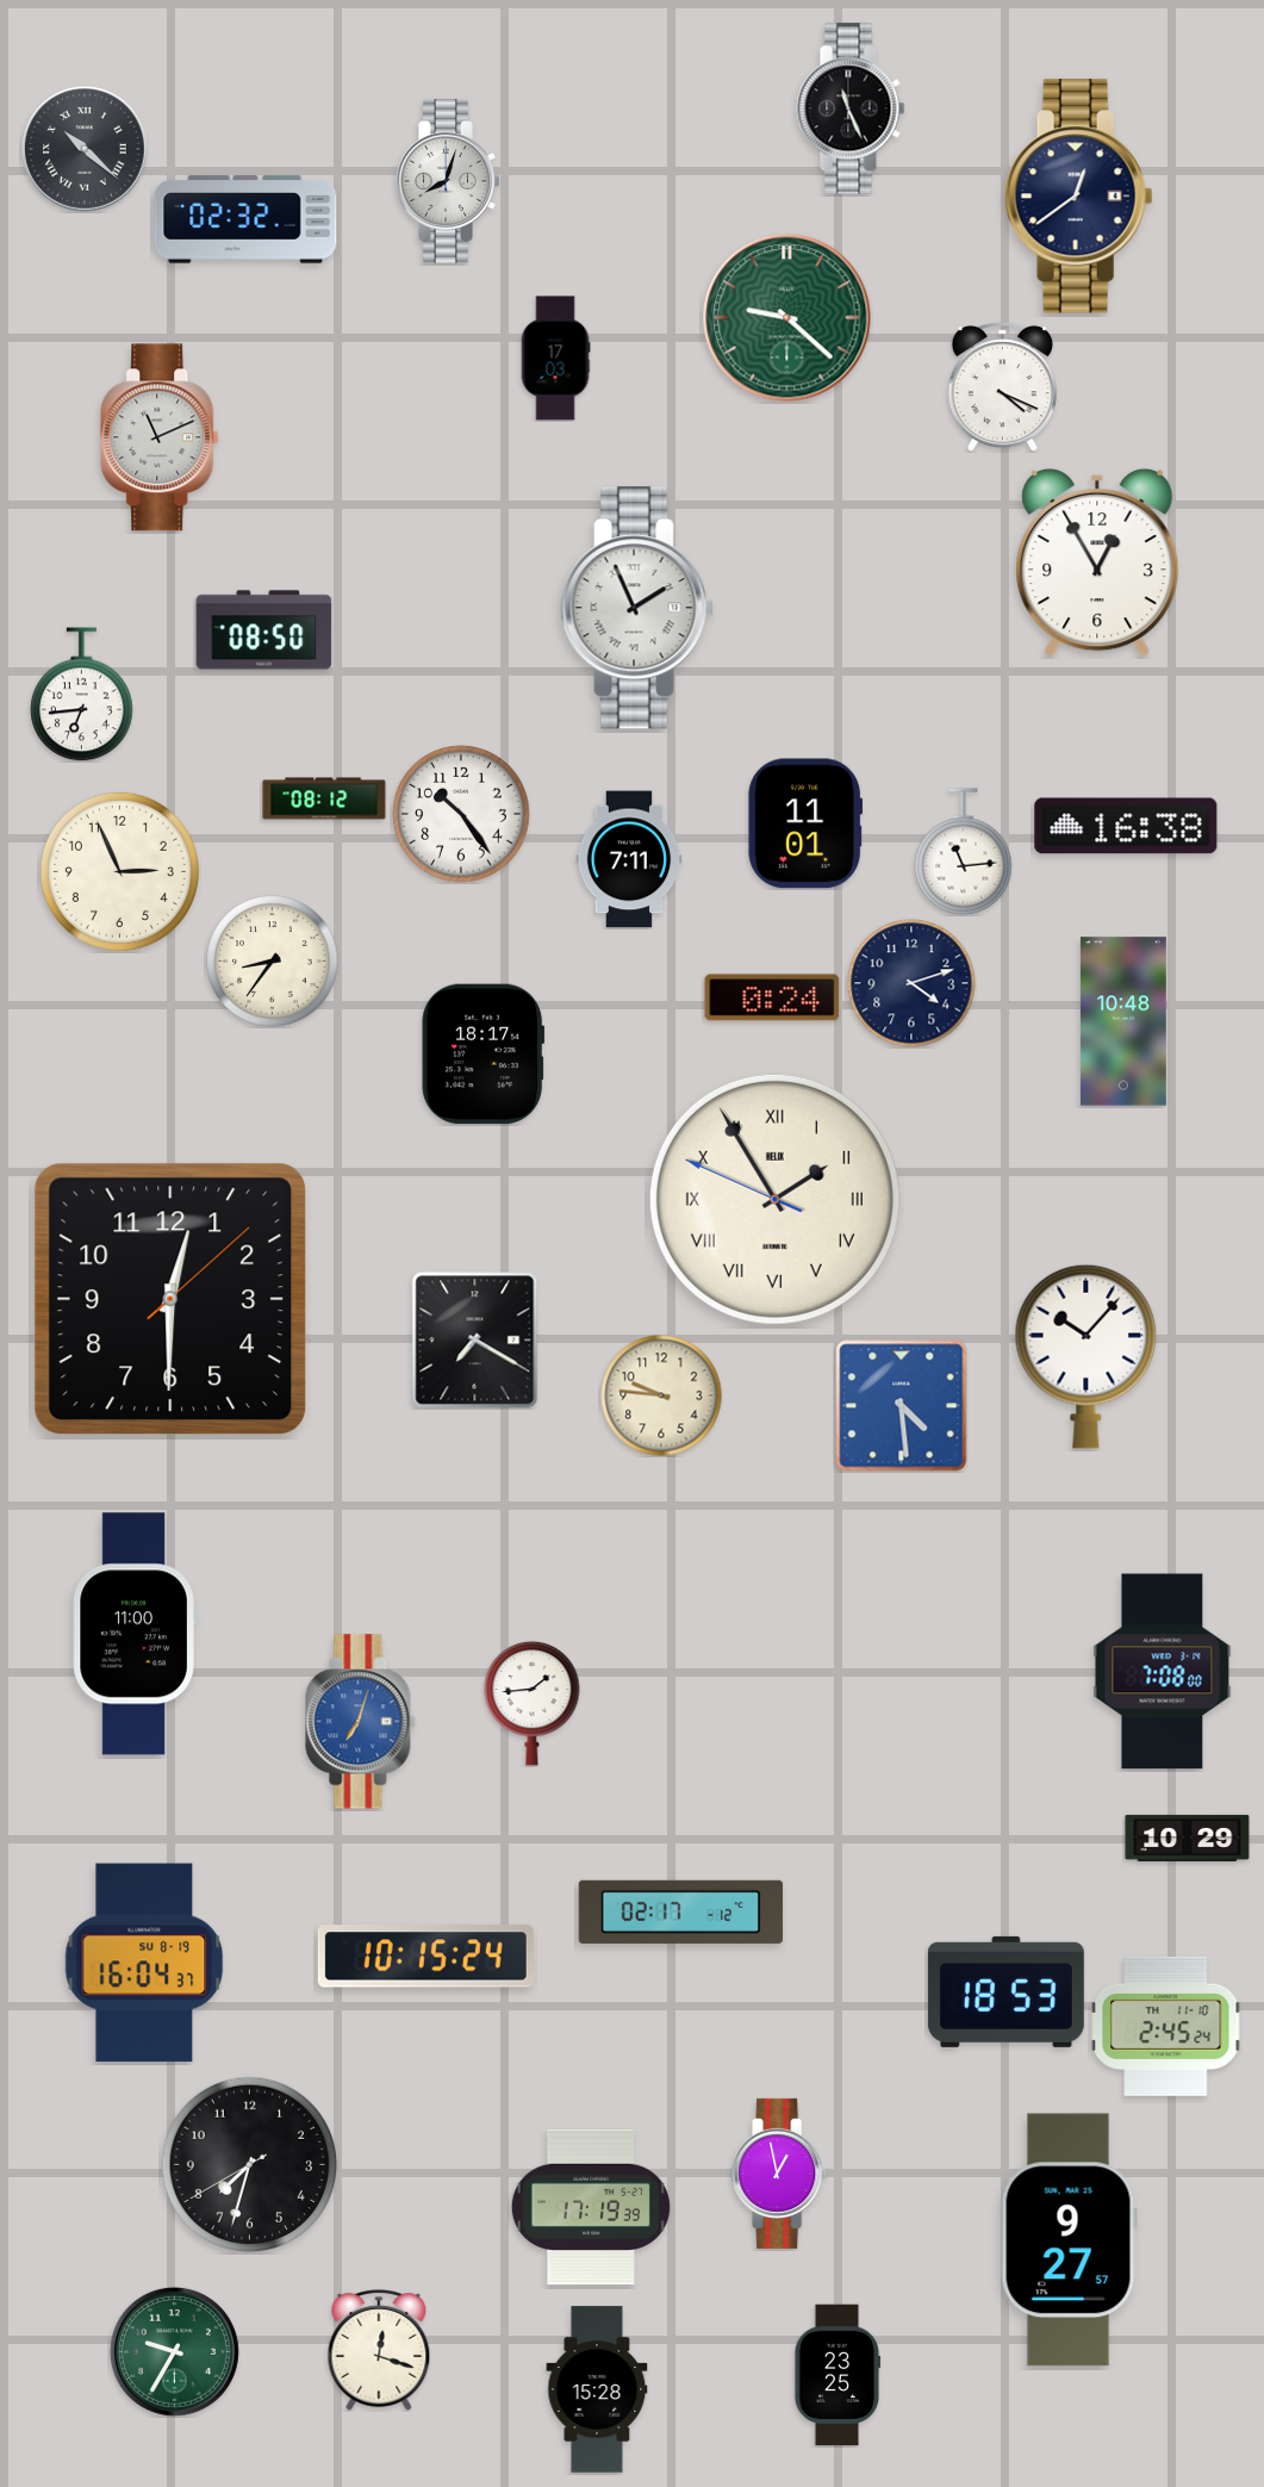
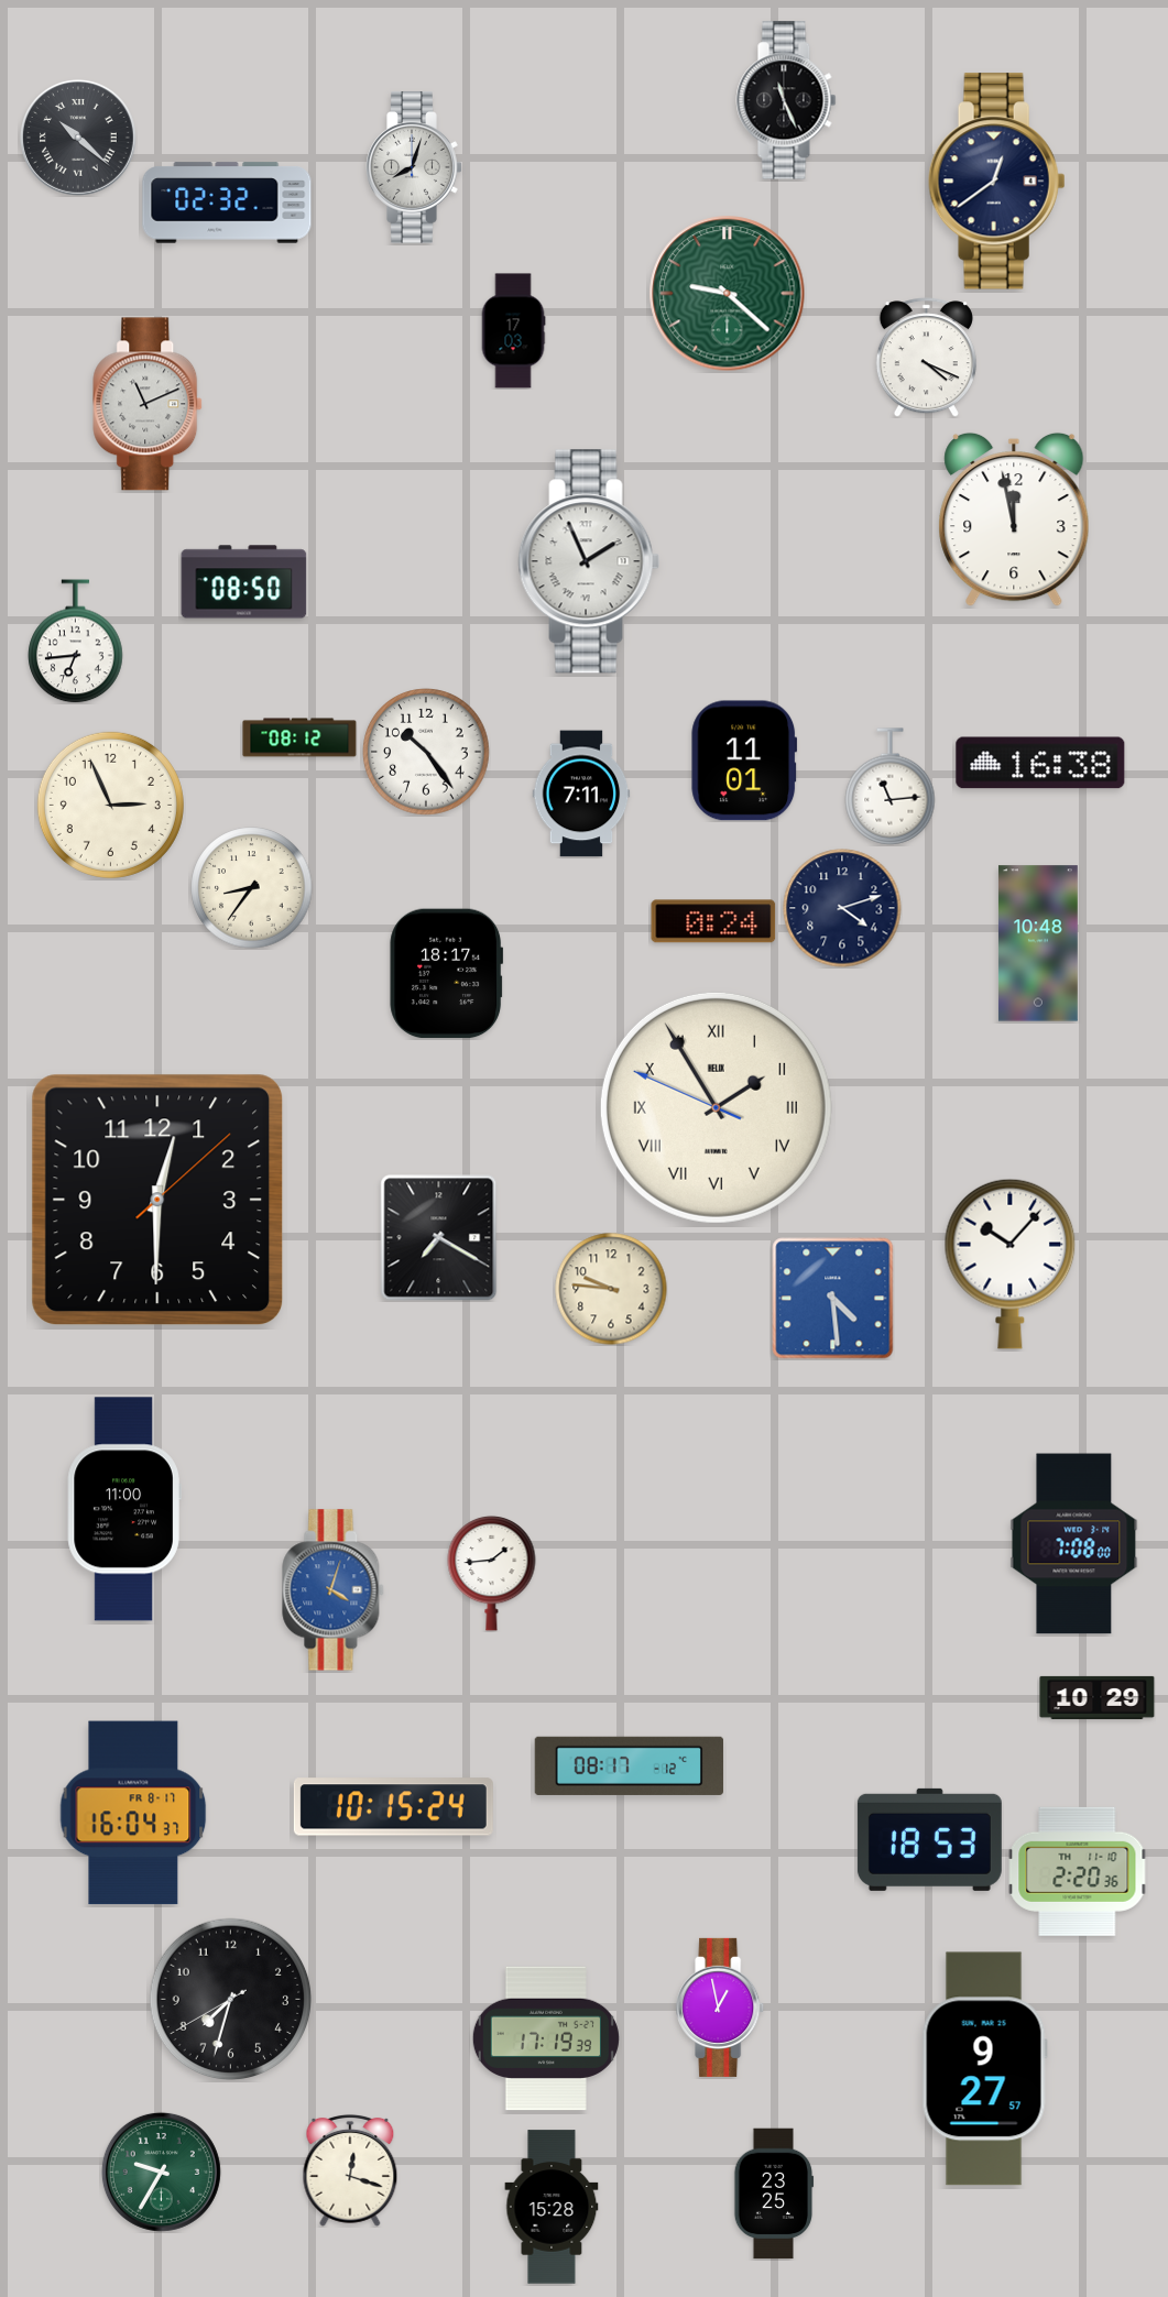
clock at (1097, 562): 12:55 -> 11:58
clock at (1086, 1356) position: (1086, 1356) -> (1011, 1264)
clock at (361, 1722): 7:03 -> 4:03
clock at (681, 1911): 02:17 -> 08:17
clock at (144, 1963) date: SU 8-19 -> FR 8-17
clock at (1166, 2026): 2:45 -> 2:20
clock at (1069, 2240) position: (1069, 2240) -> (984, 2069)
